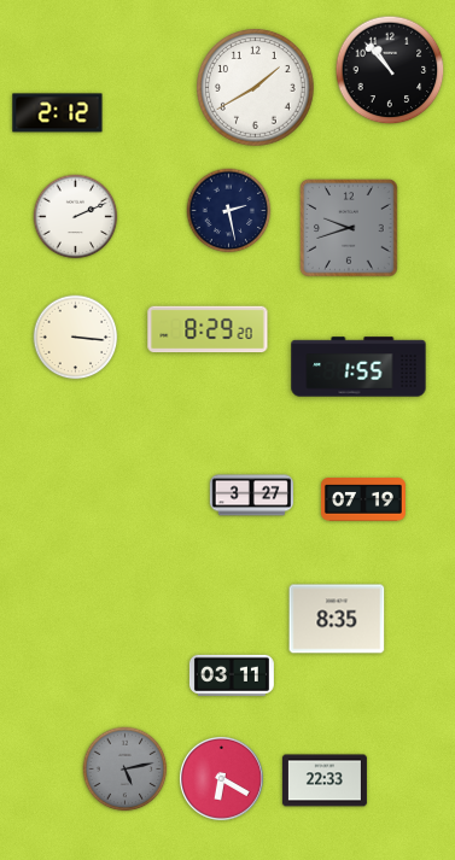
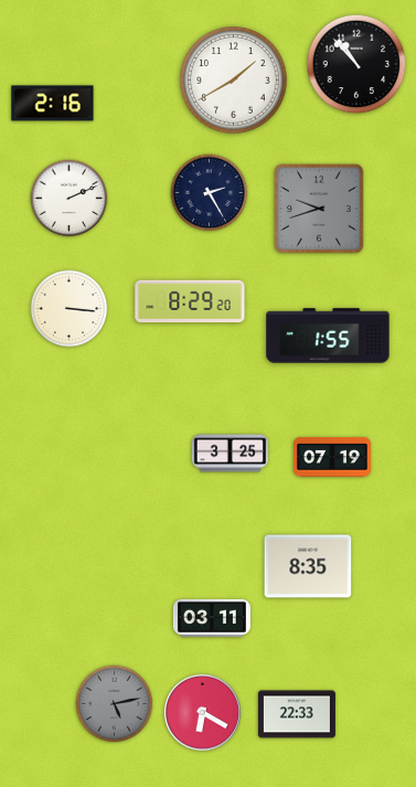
clock at (58, 113): 2:12 -> 2:16
clock at (229, 211): 2:28 -> 2:25
clock at (251, 496): 3:27 -> 3:25
